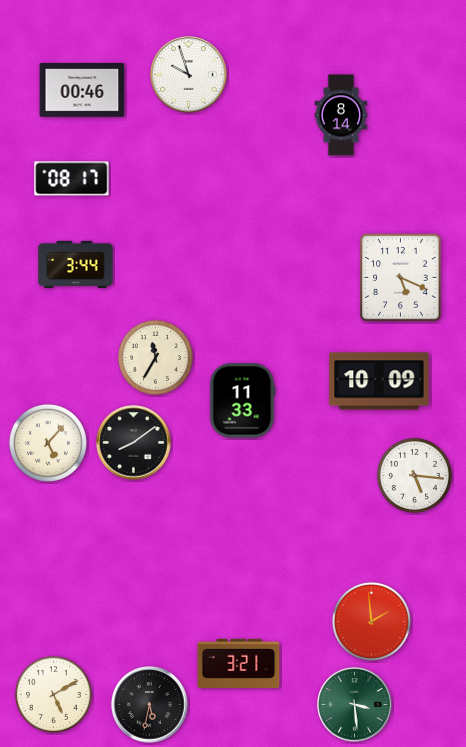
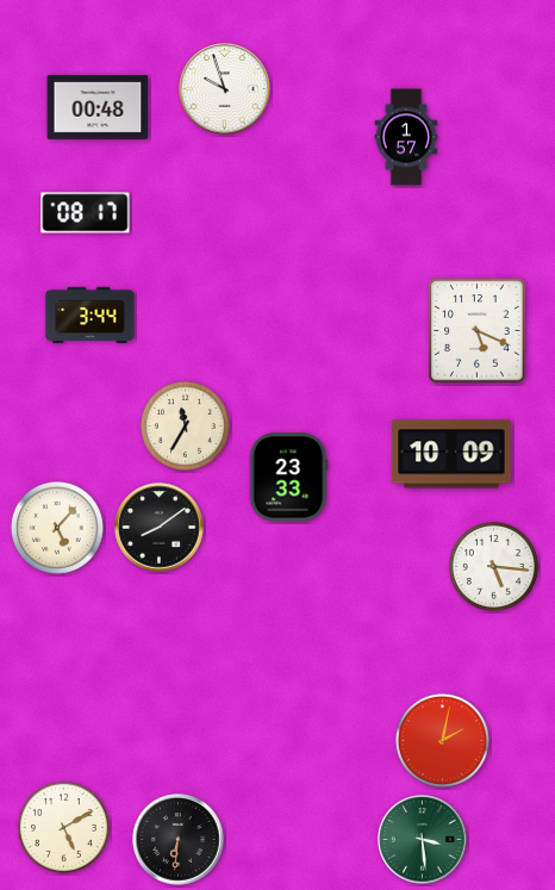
clock at (82, 90): 00:46 -> 00:48
clock at (341, 115): 8:14 -> 1:57
clock at (242, 401): 11:33 -> 23:33
clock at (371, 621): 1:59 -> 2:02
clock at (239, 663): 3:21 -> none
clock at (150, 705): 5:32 -> 6:31
